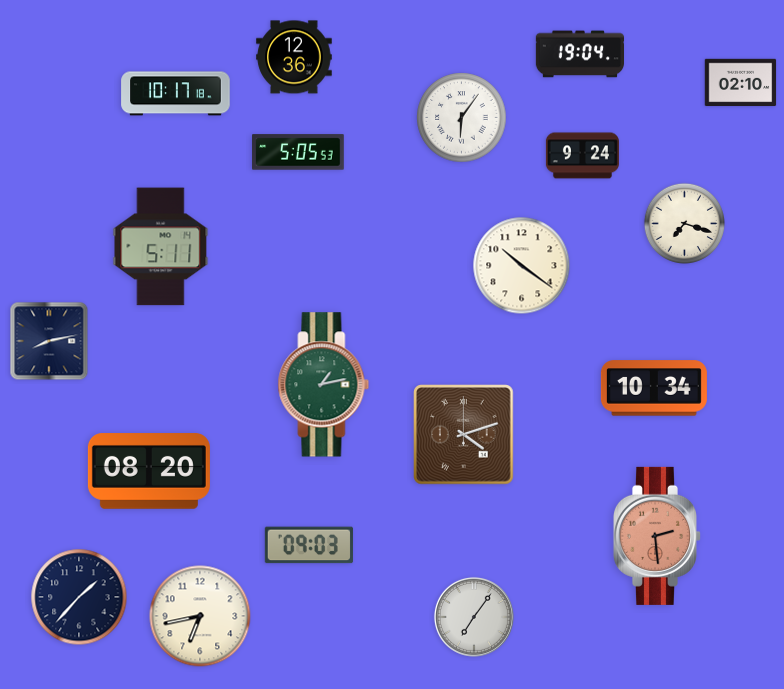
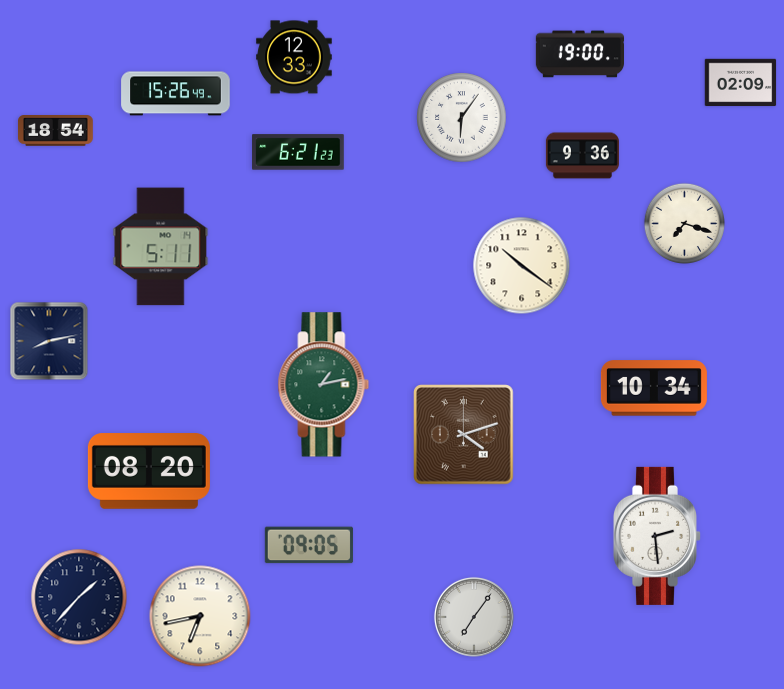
clock at (579, 54): 19:04 -> 19:00
clock at (294, 57): 12:36 -> 12:33
clock at (741, 83): 02:10 -> 02:09
clock at (176, 94): 10:17 -> 15:26
clock at (56, 131): none -> 18:54
clock at (298, 152): 5:05 -> 6:21
clock at (582, 156): 9:24 -> 9:36
clock at (656, 536) dial: salmon -> white
clock at (309, 545): 09:03 -> 09:05
